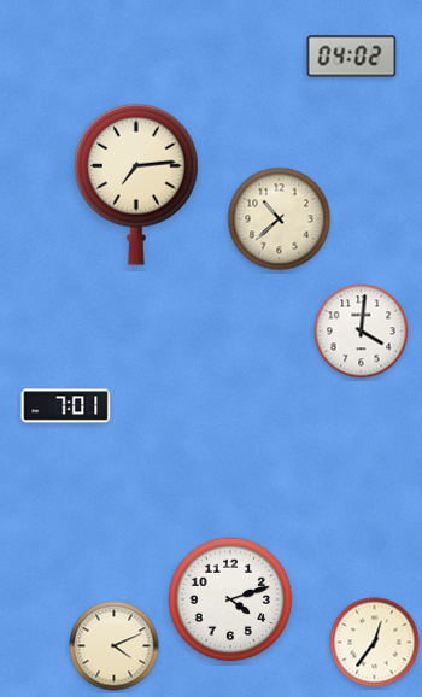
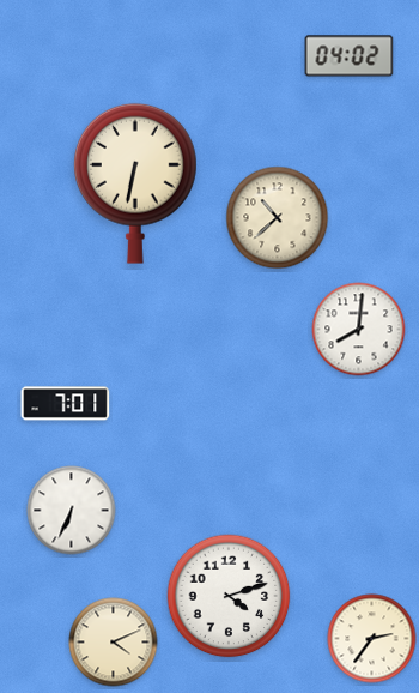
clock at (136, 184): 7:14 -> 6:32
clock at (362, 332): 4:01 -> 8:01
clock at (72, 511): none -> 6:34
clock at (375, 643): 12:36 -> 2:36
